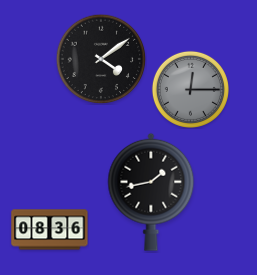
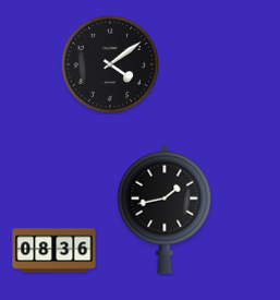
clock at (190, 89): 12:15 -> none
